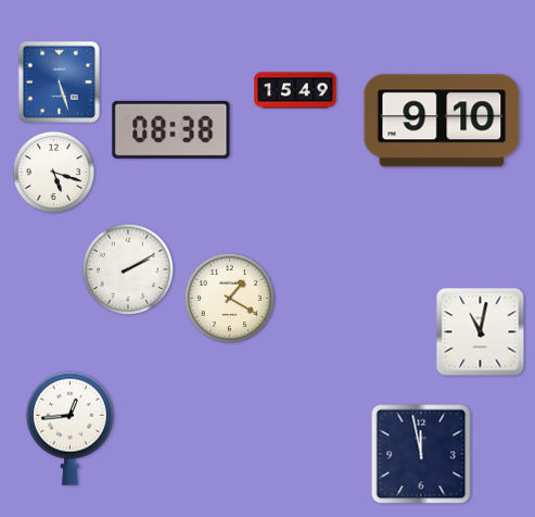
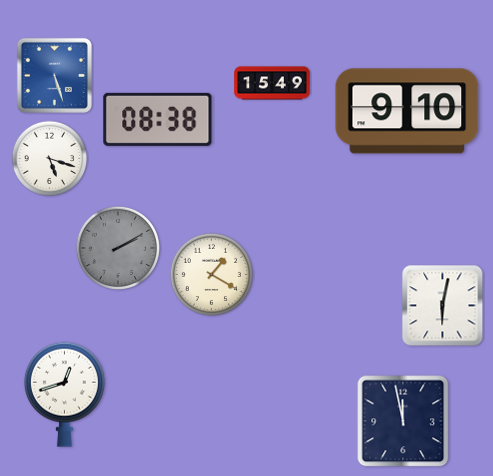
clock at (127, 268) dial: white -> grey
clock at (481, 332): 11:02 -> 6:02
clock at (69, 428): 12:44 -> 12:42
clock at (421, 454) position: (421, 454) -> (403, 421)
